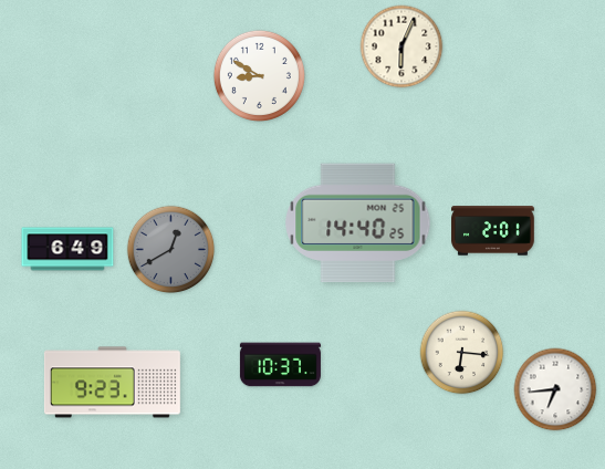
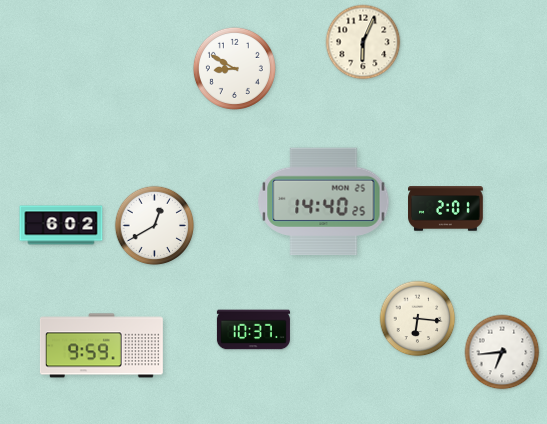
clock at (67, 249): 6:49 -> 6:02
clock at (171, 250) dial: grey -> white
clock at (112, 383): 9:23 -> 9:59
